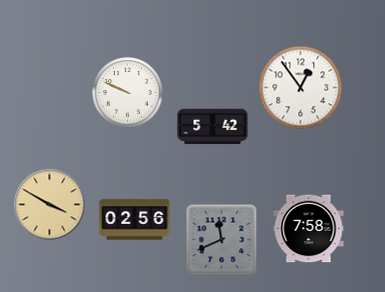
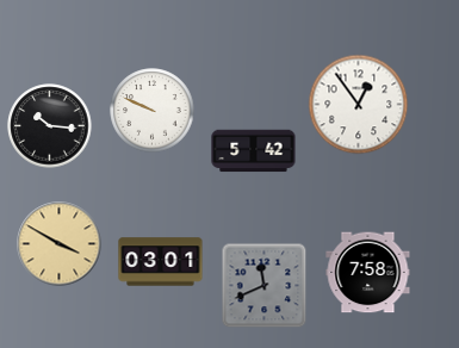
clock at (50, 126): none -> 10:16
clock at (135, 220): 02:56 -> 03:01
